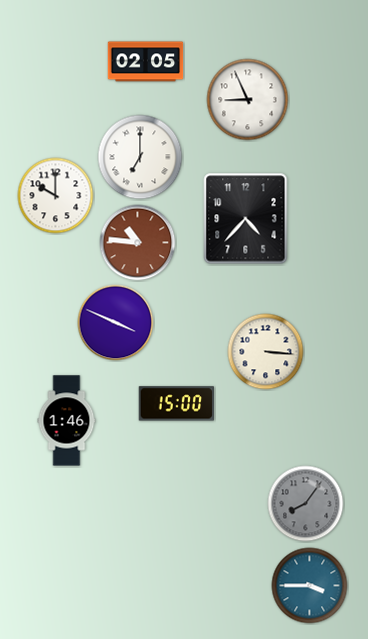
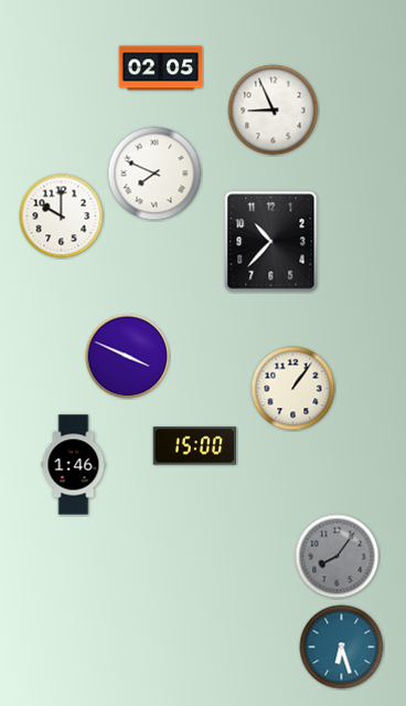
clock at (140, 157): 7:00 -> 7:49
clock at (246, 219): 4:37 -> 10:37
clock at (138, 243): 10:46 -> none
clock at (266, 352): 3:16 -> 1:06
clock at (310, 586): 3:45 -> 6:27
